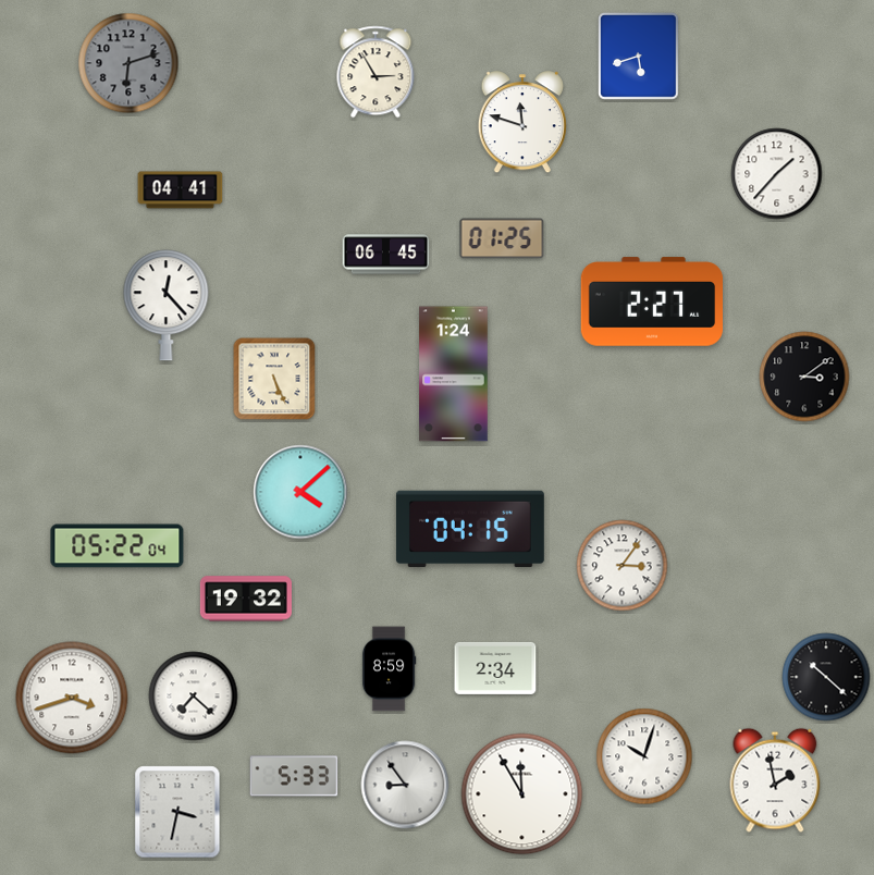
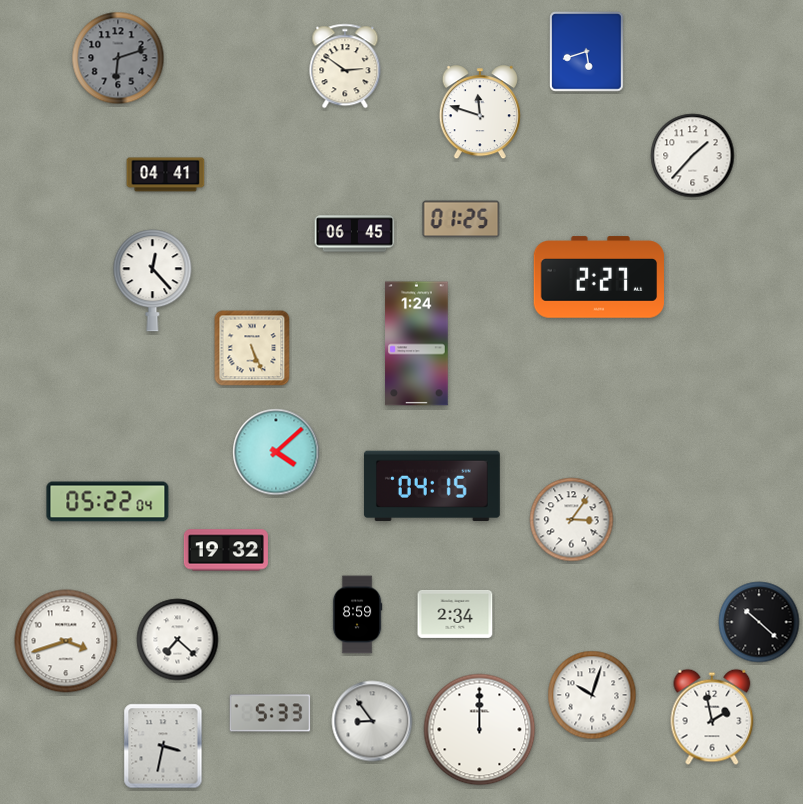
clock at (376, 72): 2:55 -> 2:51
clock at (777, 174) position: (777, 174) -> (693, 156)
clock at (804, 377): 3:09 -> none
clock at (522, 794): 11:55 -> 12:00
